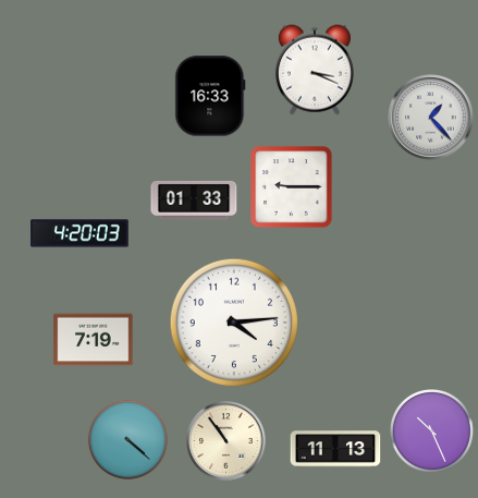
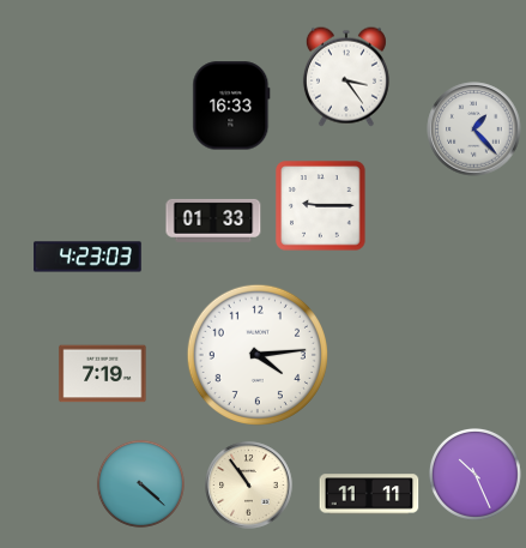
clock at (315, 70): 3:19 -> 3:24
clock at (79, 233): 4:20 -> 4:23
clock at (335, 449): 11:13 -> 11:11
